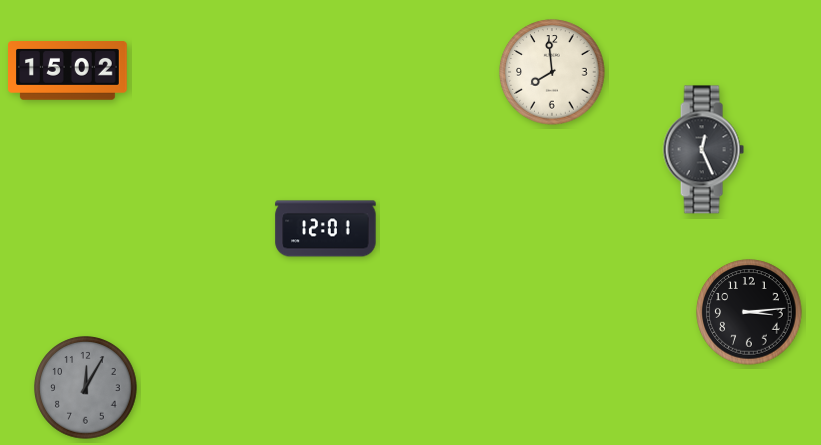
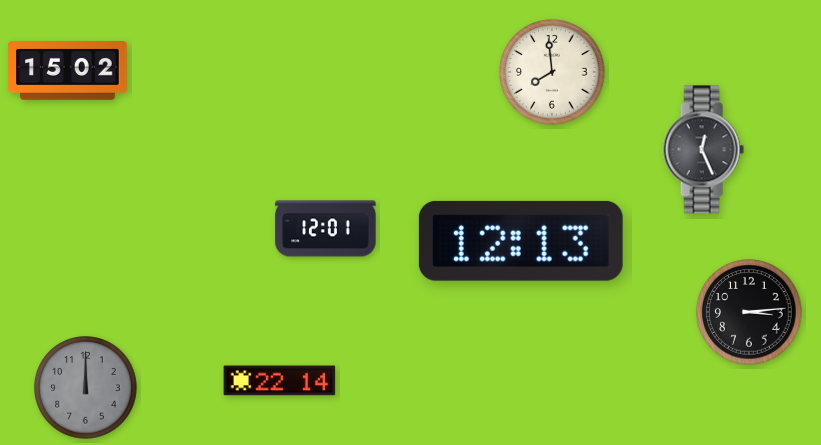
clock at (521, 241): none -> 12:13
clock at (280, 381): none -> 22:14
clock at (86, 388): 12:05 -> 12:00
